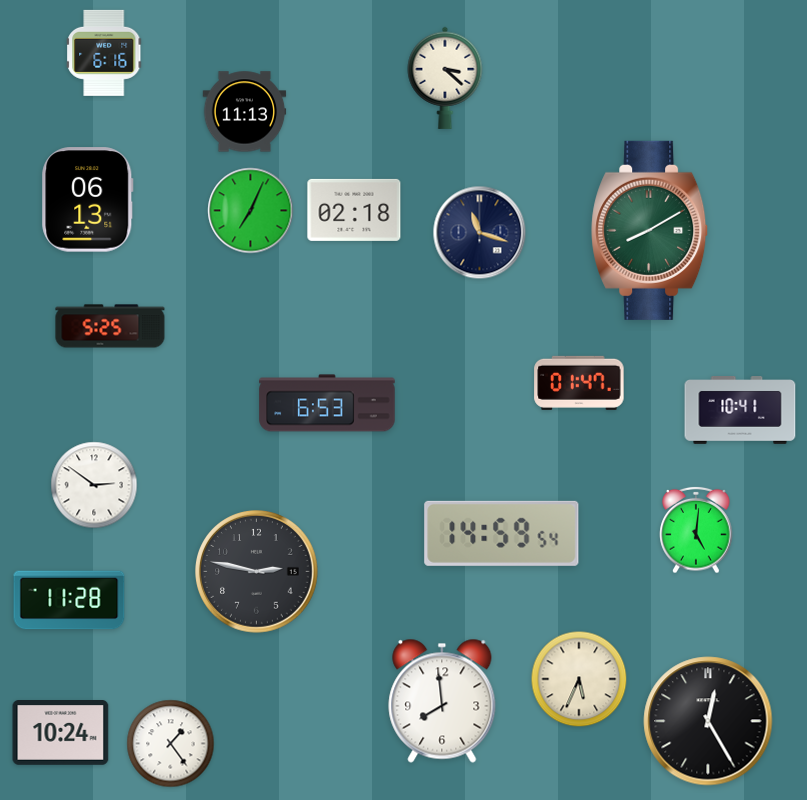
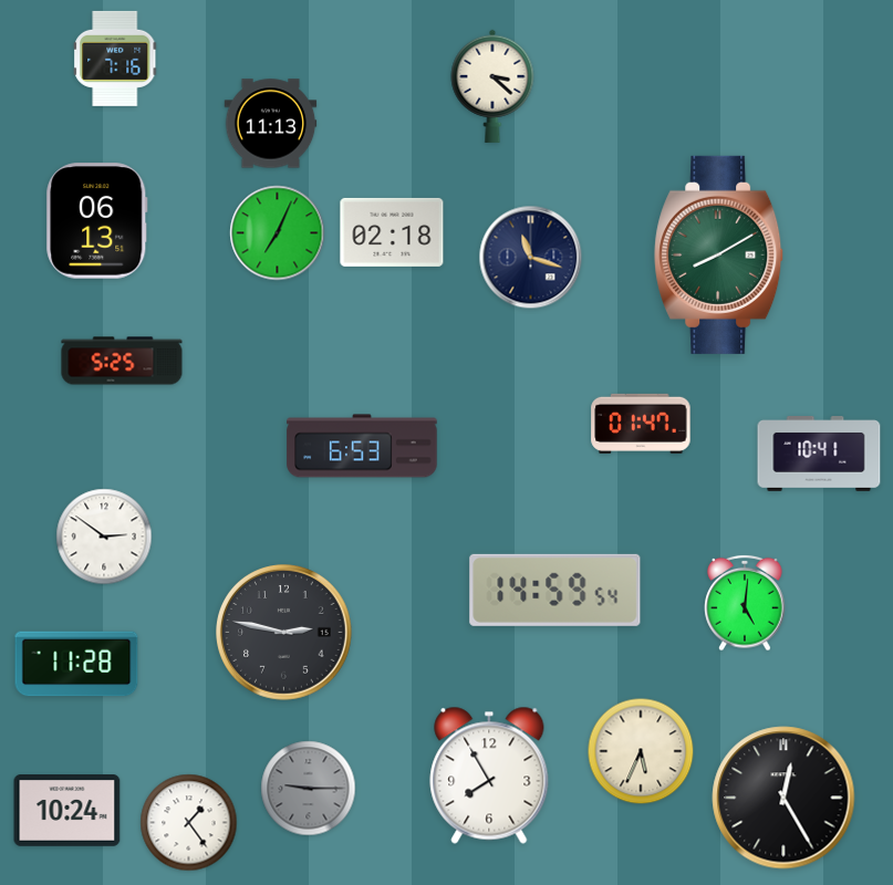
clock at (105, 53): 6:16 -> 7:16
clock at (696, 530) position: (696, 530) -> (745, 603)
clock at (442, 701): 7:59 -> 7:55
clock at (309, 789): none -> 9:15
